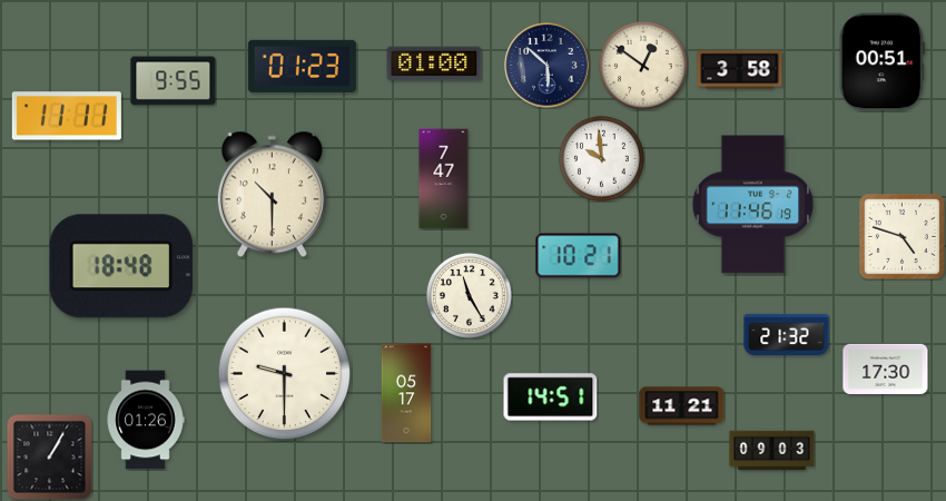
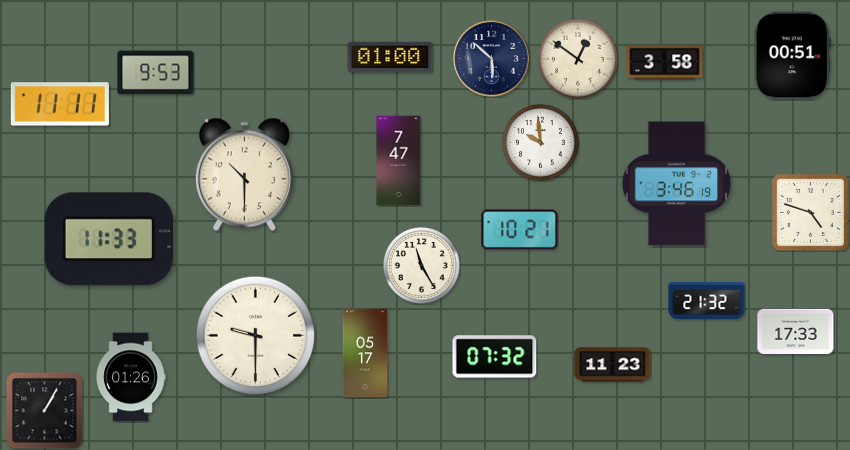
clock at (302, 66): 01:23 -> none
clock at (174, 81): 9:55 -> 9:53
clock at (753, 205): 11:46 -> 3:46
clock at (121, 266): 18:48 -> 11:33
clock at (886, 369): 17:30 -> 17:33
clock at (551, 397): 14:51 -> 07:32
clock at (682, 406): 11:21 -> 11:23
clock at (772, 451): 09:03 -> none
